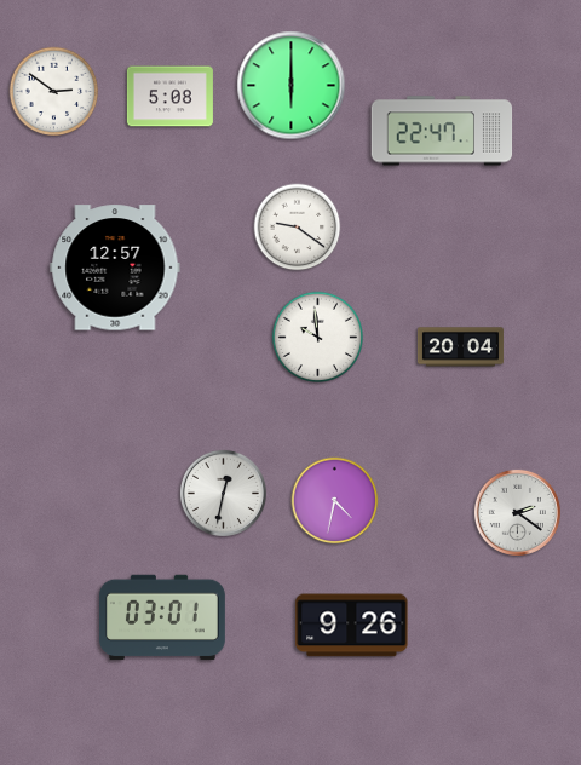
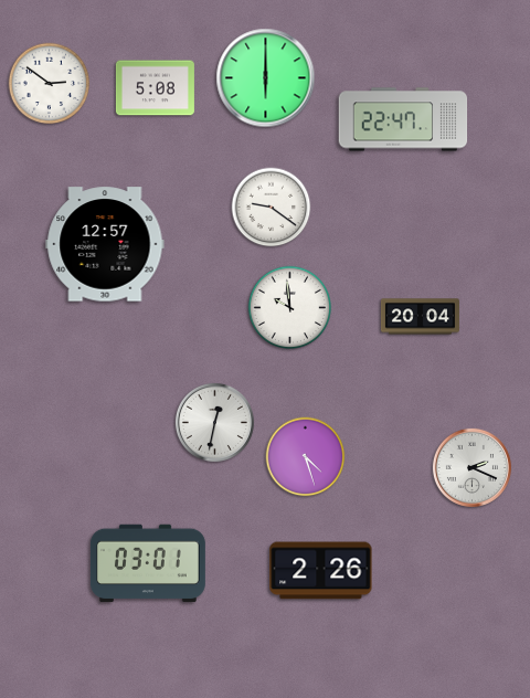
clock at (223, 493) position: (223, 493) -> (214, 422)
clock at (335, 501): 4:32 -> 4:27
clock at (517, 512): 2:21 -> 2:19
clock at (352, 626): 9:26 -> 2:26
